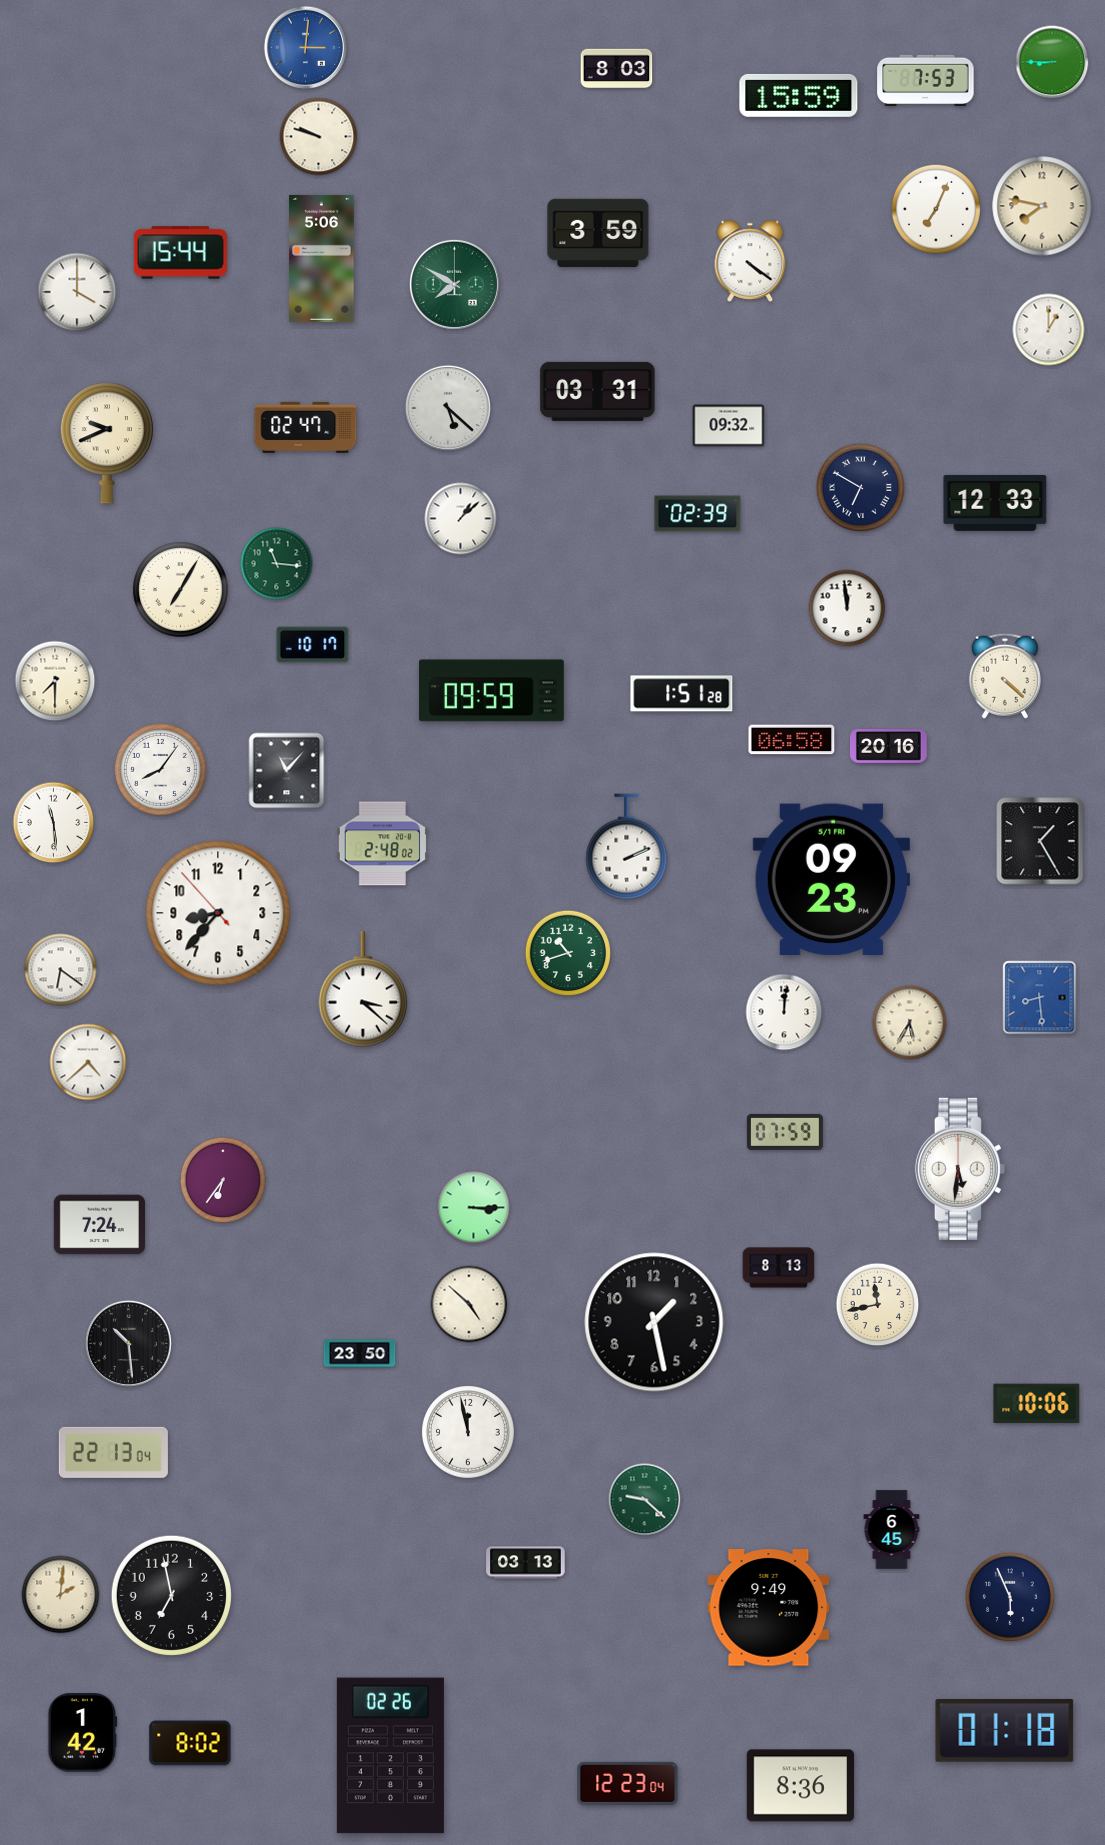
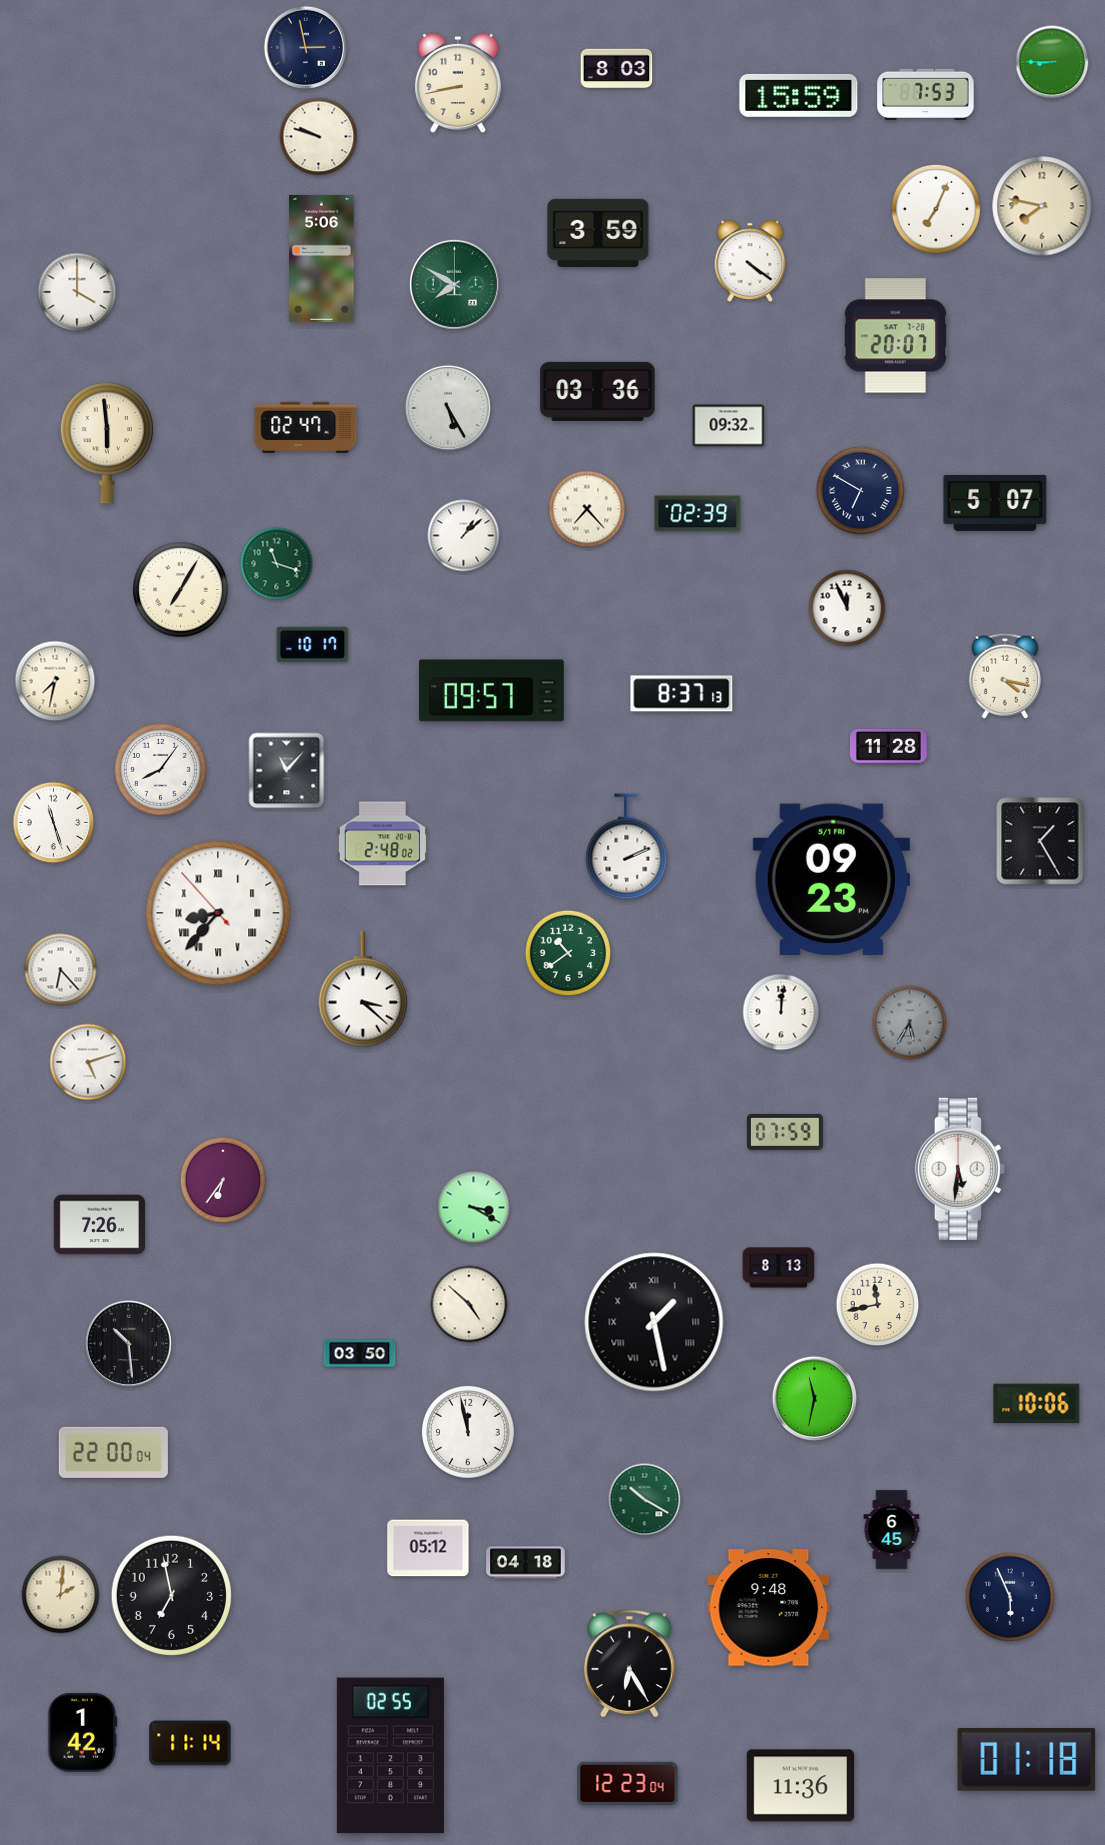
clock at (305, 47): 3:01 -> 2:58
clock at (305, 47) dial: blue -> navy
clock at (926, 80) position: (926, 80) -> (926, 94)
clock at (458, 83): none -> 8:43
clock at (180, 253): 15:44 -> none
clock at (1049, 330): 1:00 -> none
clock at (896, 336): none -> 20:07
clock at (598, 391): 03:31 -> 03:36
clock at (448, 408): 5:22 -> 5:25
clock at (107, 443): 9:41 -> 5:59
clock at (860, 487) position: (860, 487) -> (860, 490)
clock at (995, 503): 12:33 -> 5:07
clock at (587, 509): none -> 7:23
clock at (461, 519) position: (461, 519) -> (464, 536)
clock at (277, 564): 11:16 -> 11:18
clock at (847, 608): 11:59 -> 11:56
clock at (1005, 676): 4:22 -> 4:17
clock at (55, 681): 7:30 -> 7:32
clock at (491, 691): 09:59 -> 09:57
clock at (682, 694): 1:51 -> 8:37
clock at (792, 740): 06:58 -> none
clock at (888, 747): 20:16 -> 11:28
clock at (54, 823): 11:29 -> 11:27
clock at (218, 913) numerals: Arabic -> Roman
clock at (567, 952): 10:42 -> 10:39
clock at (61, 970): 6:21 -> 6:23
clock at (1040, 998): 8:29 -> none
clock at (784, 1012) position: (784, 1012) -> (781, 1012)
clock at (910, 1023) dial: cream -> grey
clock at (88, 1062): 4:38 -> 5:12
clock at (474, 1208): 3:15 -> 3:20
clock at (99, 1225): 7:24 -> 7:26
clock at (654, 1322) numerals: Arabic -> Roman
clock at (360, 1354): 23:50 -> 03:50
clock at (814, 1398): none -> 11:32
clock at (113, 1452): 22:13 -> 22:00
clock at (645, 1500): 9:22 -> 10:20
clock at (428, 1548): none -> 05:12
clock at (526, 1563): 03:13 -> 04:18
clock at (769, 1608): 9:49 -> 9:48
clock at (630, 1664): none -> 6:25
clock at (1005, 1730) position: (1005, 1730) -> (1027, 1759)
clock at (190, 1743): 8:02 -> 11:14
clock at (390, 1756): 02:26 -> 02:55
clock at (800, 1786): 8:36 -> 11:36
